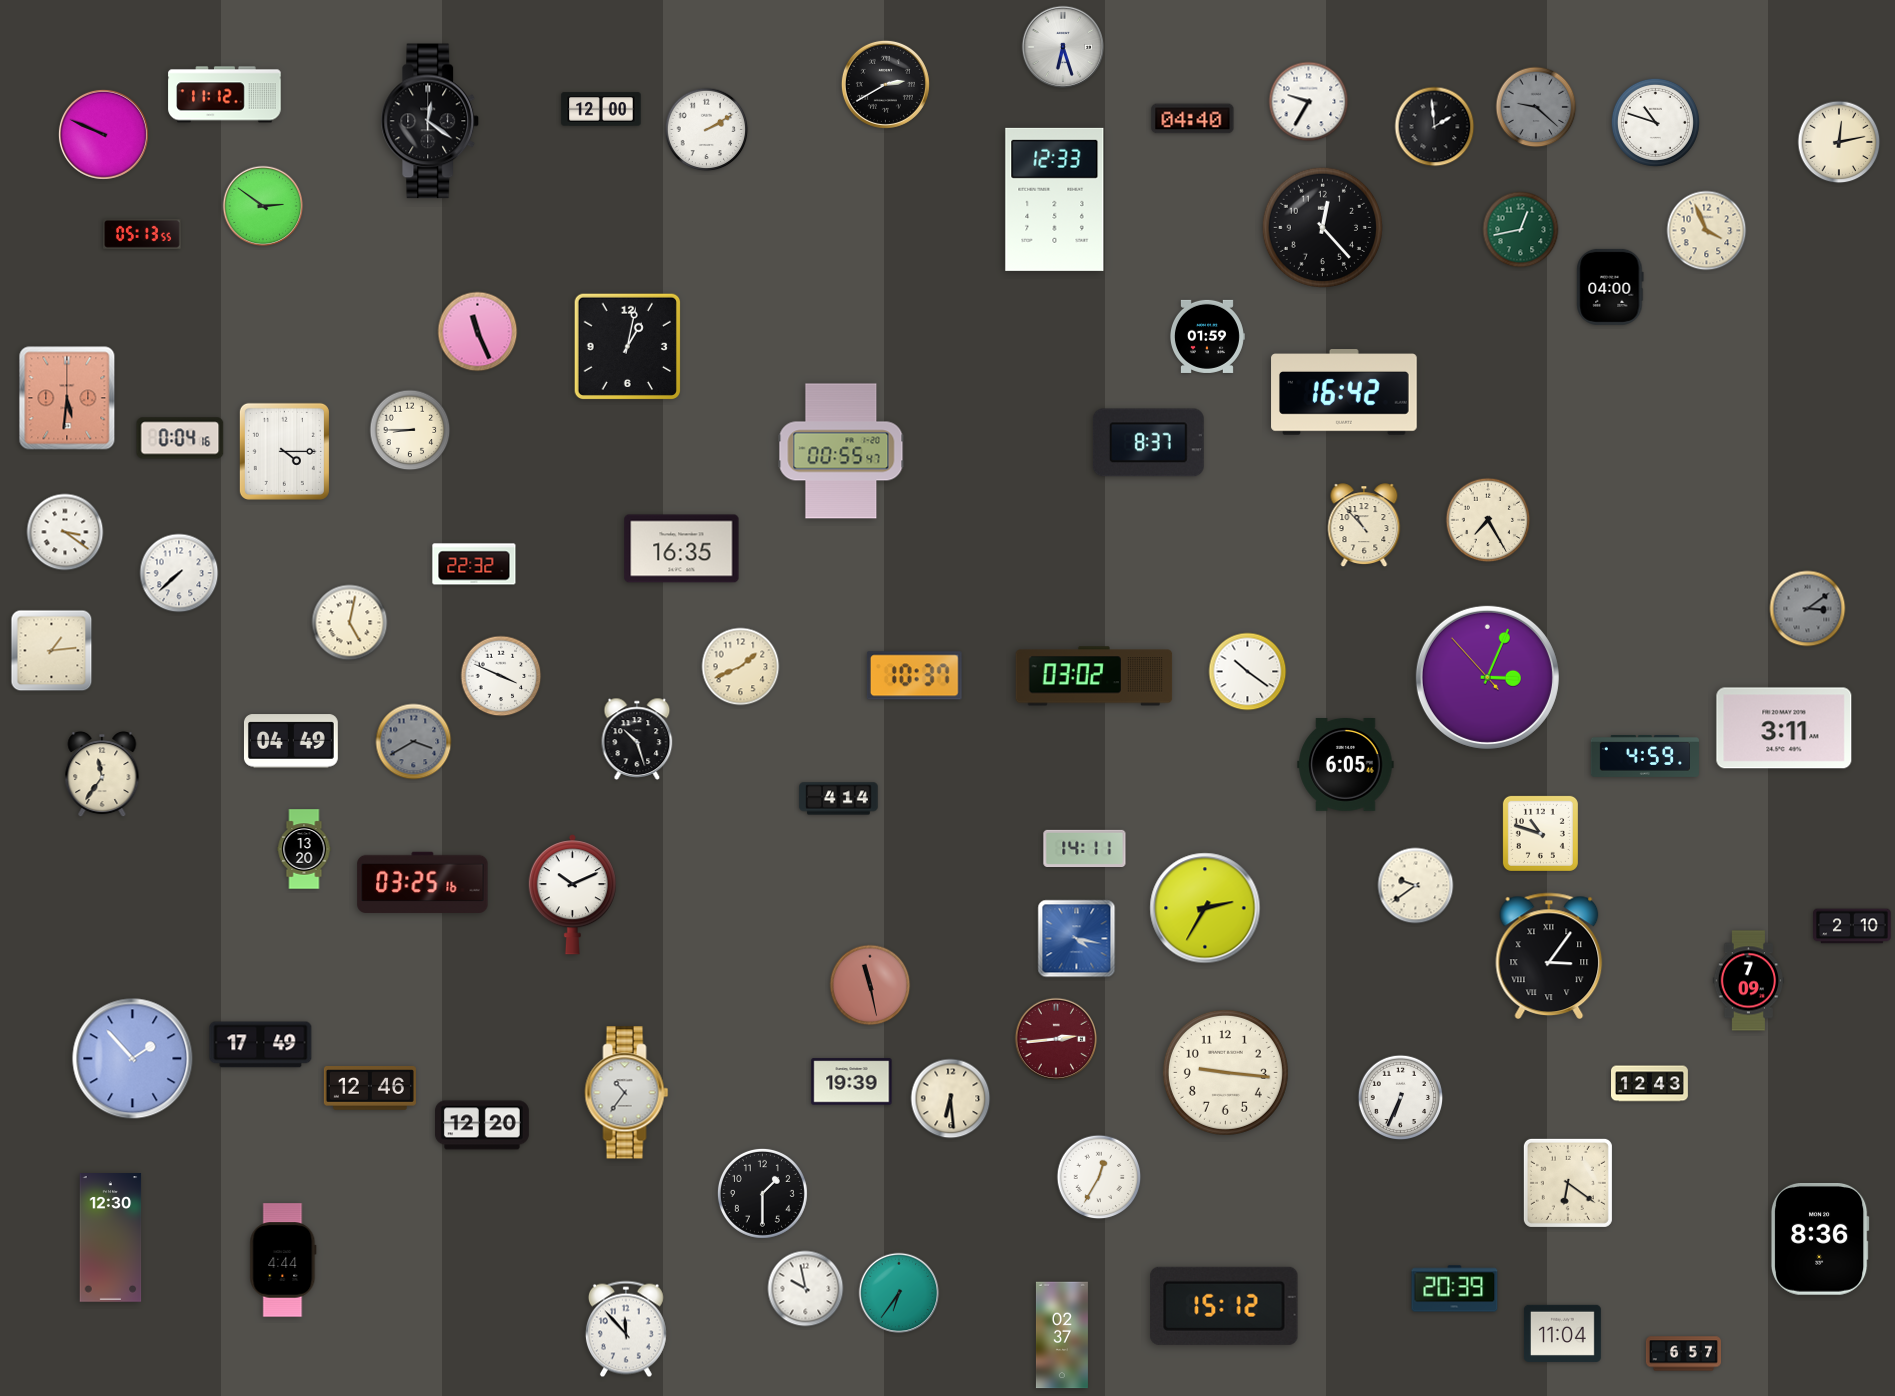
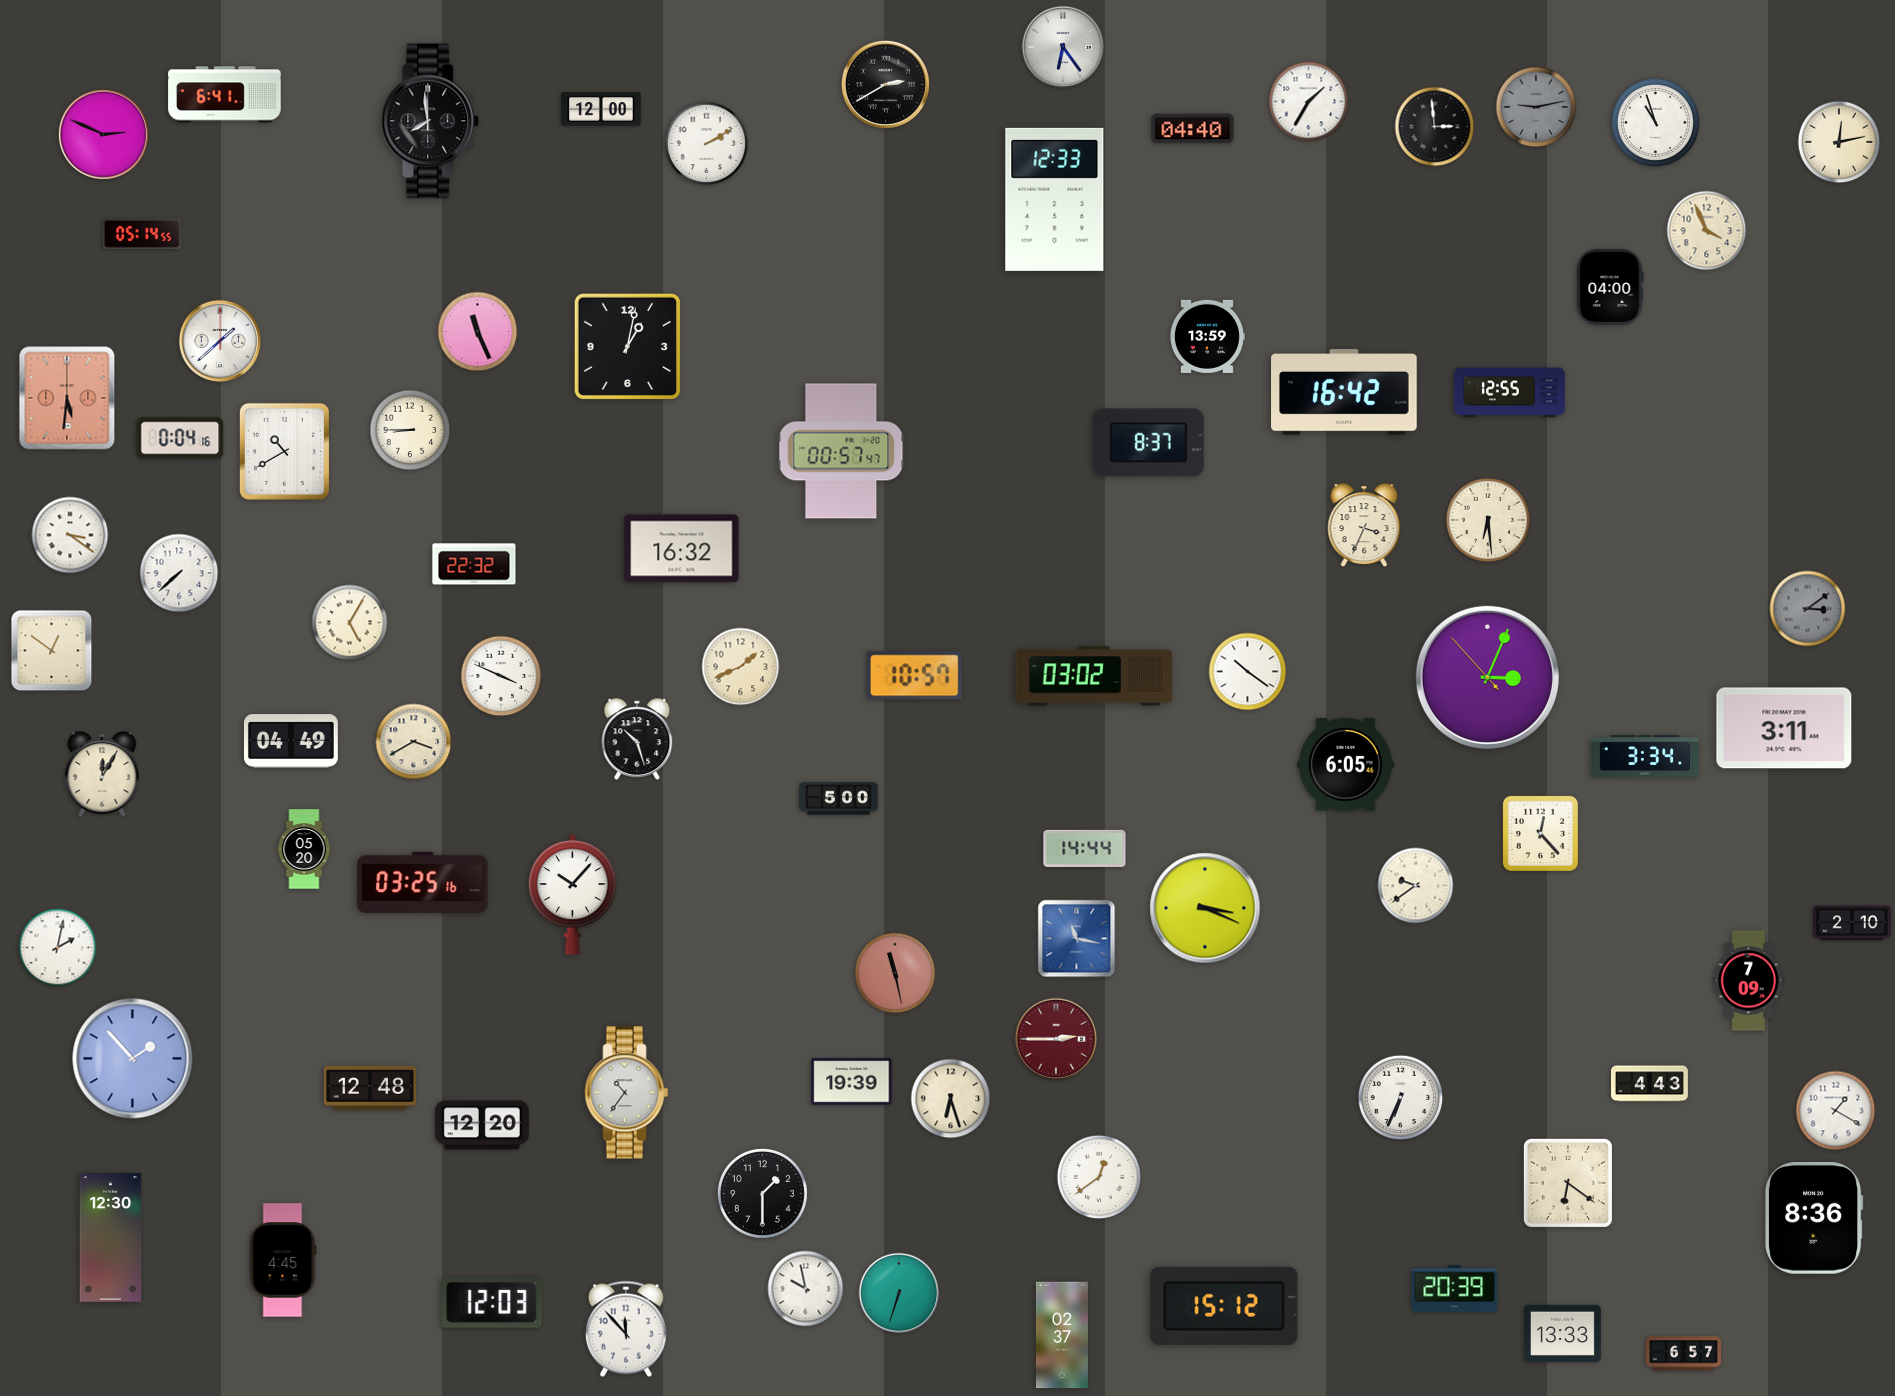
clock at (1063, 47): 6:27 -> 6:24
clock at (225, 95): 11:12 -> 6:41
clock at (1309, 102): 9:35 -> 1:35
clock at (1536, 107): 9:22 -> 9:13
clock at (1193, 119) position: (1193, 119) -> (1193, 129)
clock at (430, 121): 12:21 -> 7:59
clock at (1655, 122): 10:48 -> 10:57
clock at (1435, 127): 1:59 -> 2:59
clock at (707, 130) position: (707, 130) -> (707, 144)
clock at (103, 134): 9:49 -> 2:49
clock at (263, 206): 2:51 -> none
clock at (1322, 227): 12:23 -> none
clock at (1521, 230): 12:43 -> none
clock at (142, 234): 05:13 -> 05:14
clock at (1207, 336): 01:59 -> 13:59
clock at (220, 341): none -> 1:38
clock at (1510, 393): none -> 12:55
clock at (284, 451): 4:15 -> 10:40
clock at (841, 451): 00:55 -> 00:57
clock at (1488, 520): 7:25 -> 6:29
clock at (1364, 526): 10:53 -> 3:34
clock at (65, 532) position: (65, 532) -> (70, 535)
clock at (682, 549): 16:35 -> 16:32
clock at (350, 623): 5:02 -> 5:05
clock at (52, 651): 1:14 -> 12:51
clock at (914, 676): 10:37 -> 10:57
clock at (414, 742) dial: grey -> cream
clock at (1645, 756): 4:59 -> 3:34
clock at (102, 774): 11:36 -> 12:05
clock at (839, 799): 4:14 -> 5:00
clock at (1540, 833): 10:48 -> 12:23
clock at (1085, 848): 14:11 -> 14:44
clock at (304, 849): 13:20 -> 05:20
clock at (572, 895): 10:11 -> 10:07
clock at (1205, 908): 2:35 -> 3:19
clock at (1852, 926) position: (1852, 926) -> (1852, 923)
clock at (1077, 939): 4:17 -> 11:17
clock at (58, 948): none -> 2:02
clock at (1549, 955): 3:06 -> none
clock at (870, 985) position: (870, 985) -> (895, 973)
clock at (1056, 1039): 2:44 -> 2:45
clock at (261, 1045): 17:49 -> none
clock at (1225, 1072): 9:16 -> none
clock at (1650, 1084): 12:43 -> 4:43
clock at (370, 1089): 12:46 -> 12:48
clock at (951, 1099): 6:29 -> 6:27
clock at (1836, 1111): none -> 1:20
clock at (1099, 1177): 12:35 -> 12:39
clock at (1820, 1240) position: (1820, 1240) -> (1814, 1219)
clock at (283, 1260): 4:44 -> 4:45
clock at (899, 1293): 6:36 -> 6:33
clock at (492, 1303): none -> 12:03
clock at (1562, 1333): 11:04 -> 13:33
